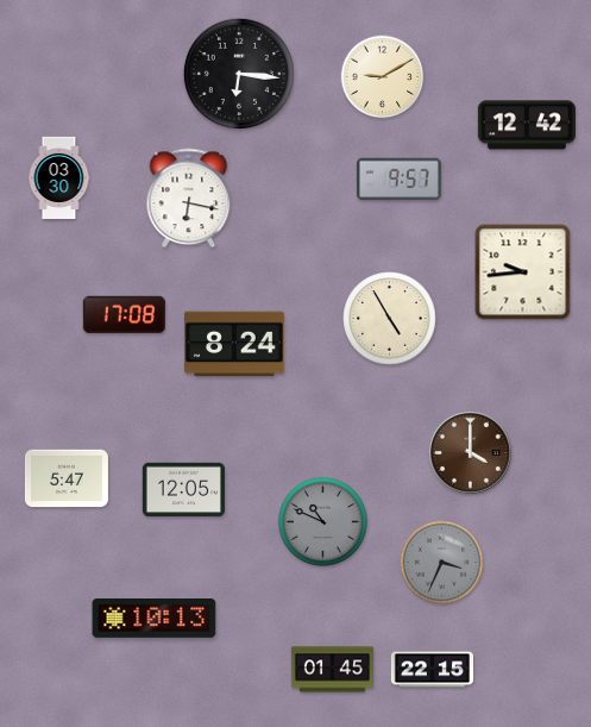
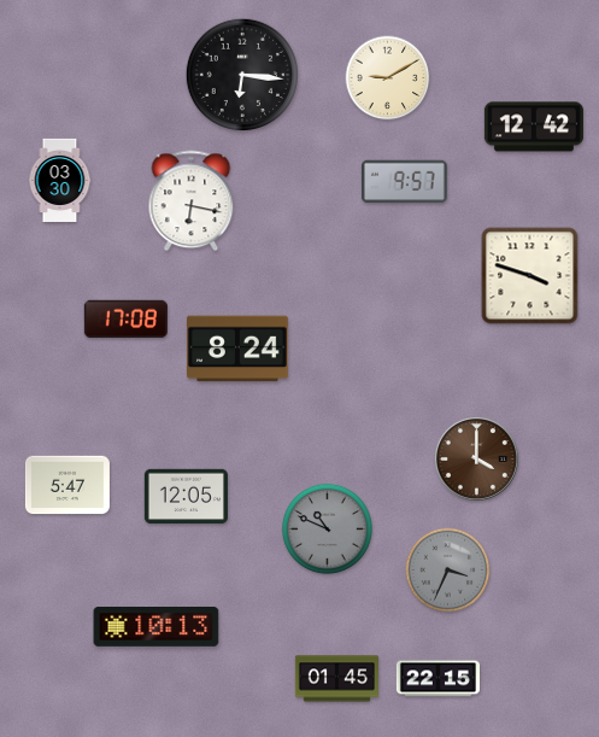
clock at (523, 272): 9:44 -> 3:48
clock at (390, 319): 4:55 -> none
